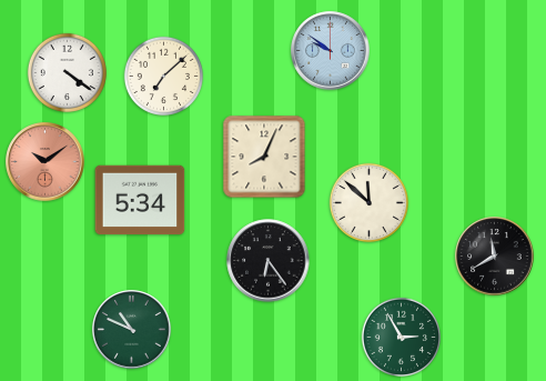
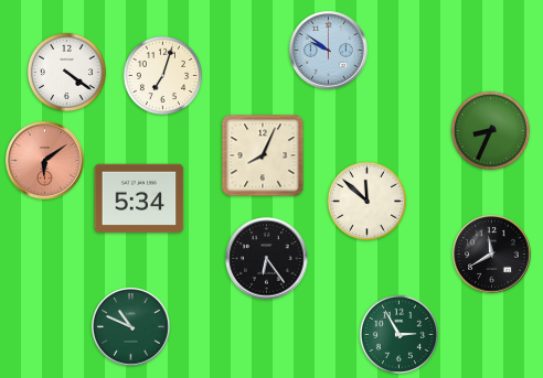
clock at (163, 76): 7:08 -> 7:03
clock at (490, 130): none -> 8:34
clock at (46, 162): 10:09 -> 6:09
